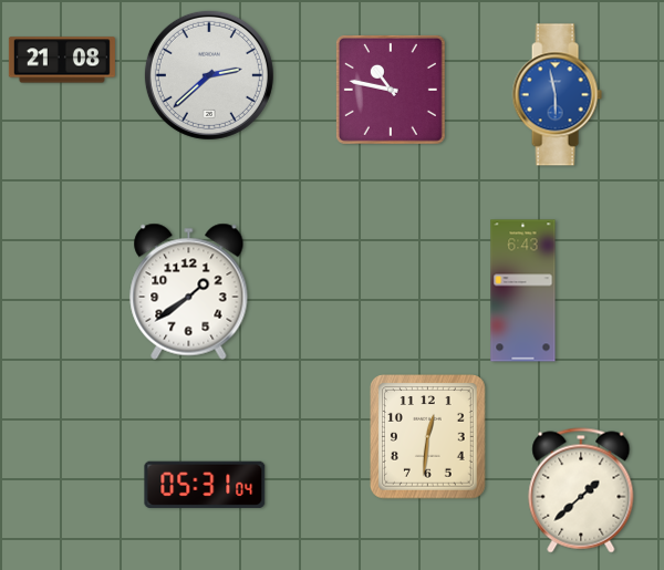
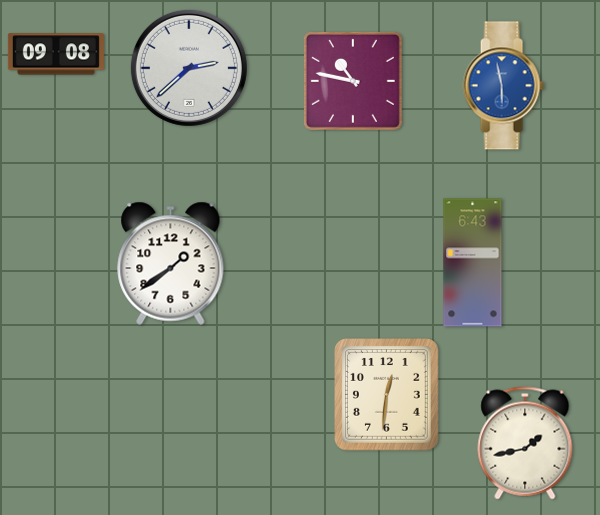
clock at (62, 60): 21:08 -> 09:08
clock at (205, 485): 05:31 -> none
clock at (581, 490): 1:38 -> 1:43
